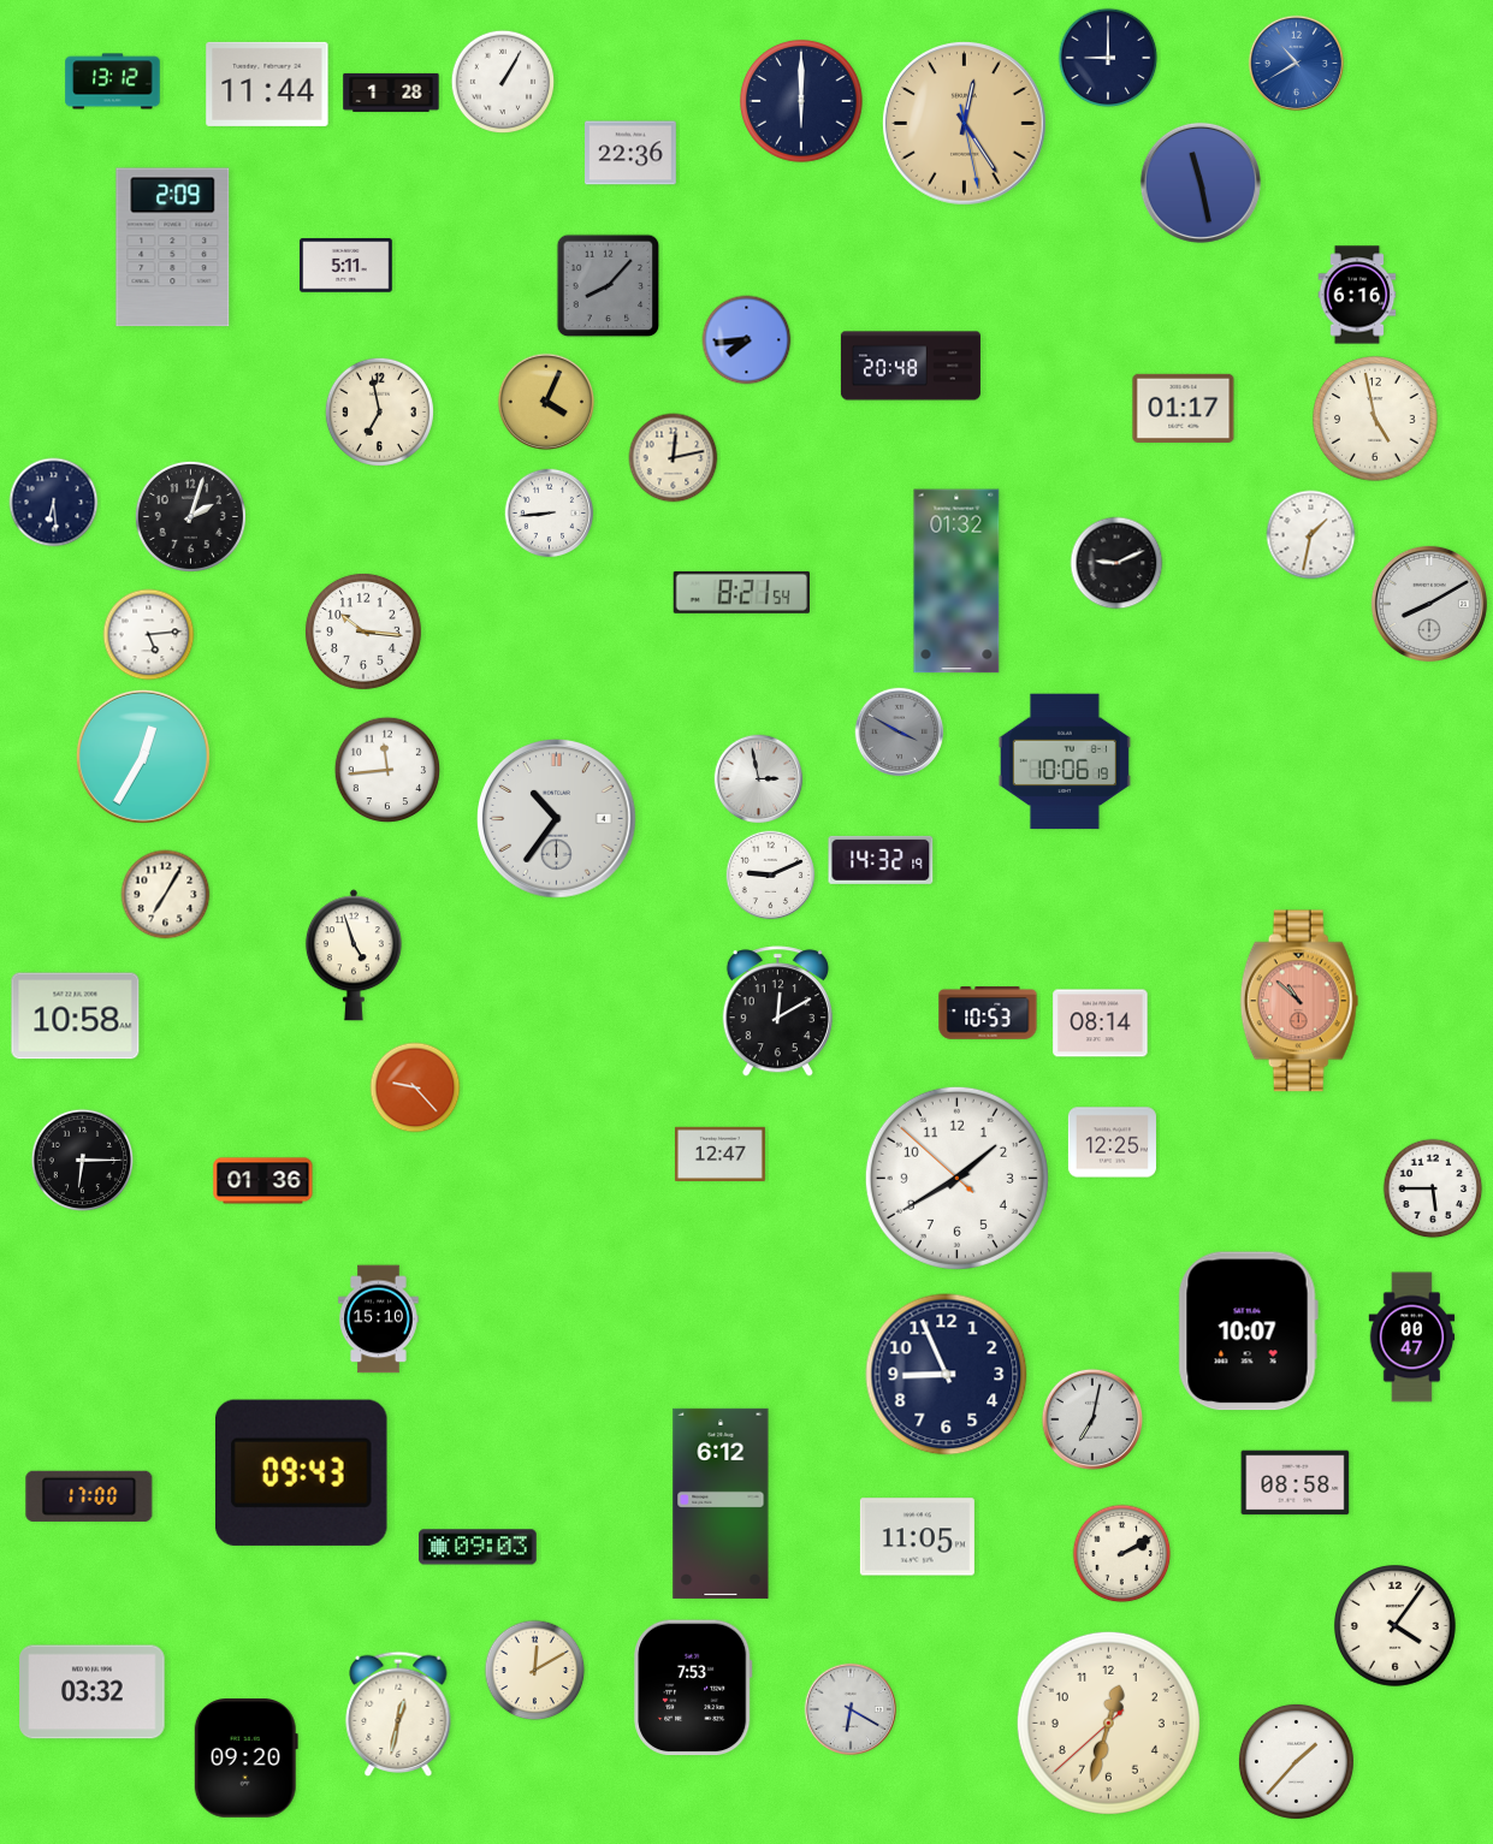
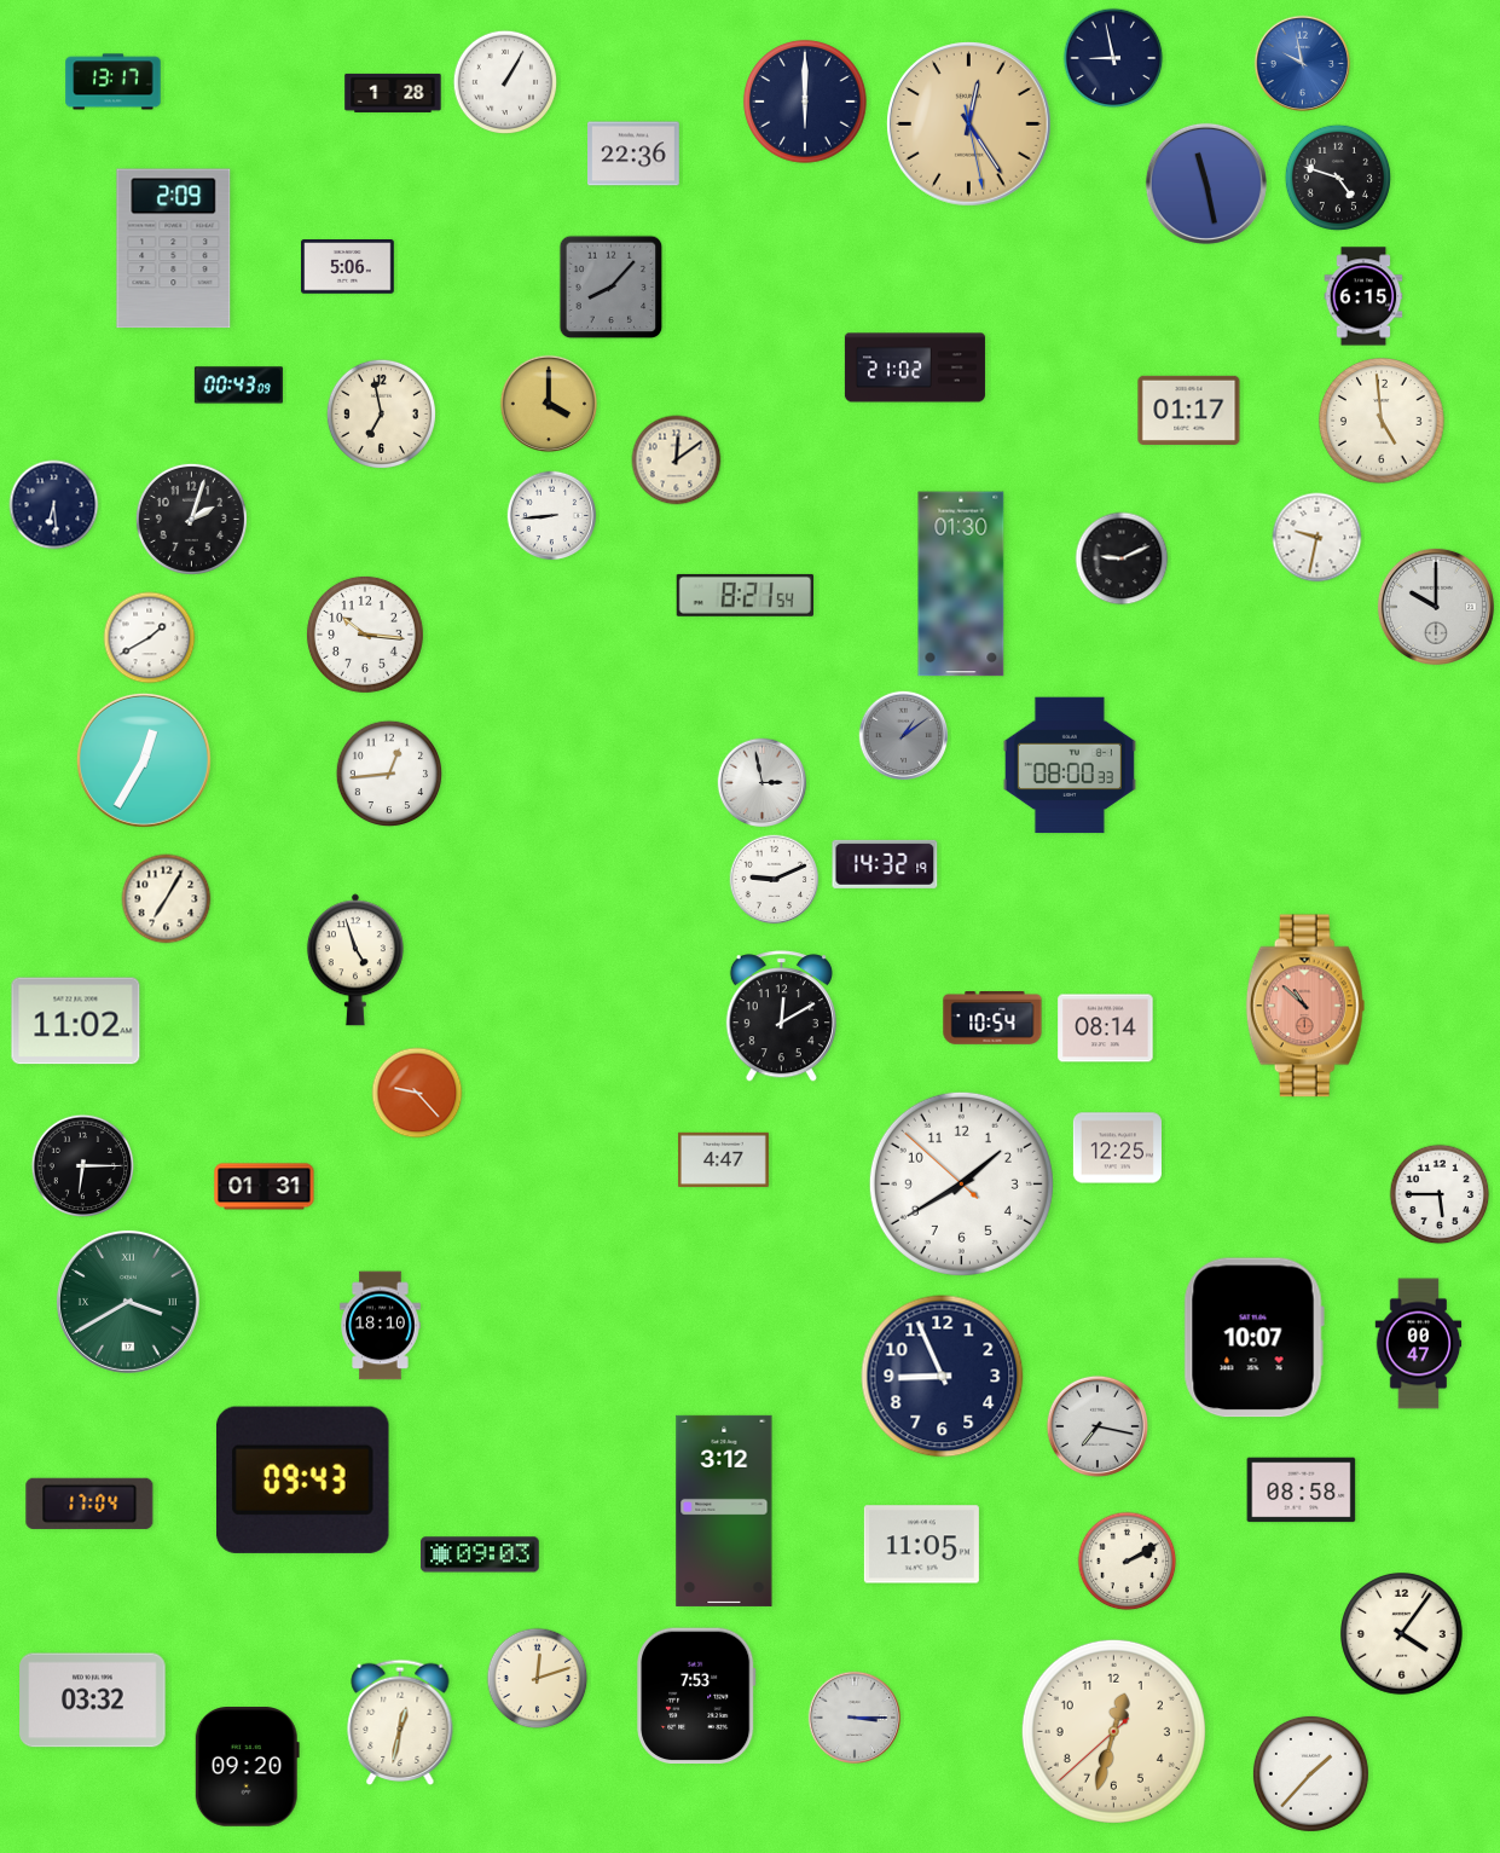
clock at (1108, 58): 9:00 -> 8:58
clock at (1297, 64): 10:40 -> 9:58
clock at (113, 82): 13:12 -> 13:17
clock at (267, 84): 11:44 -> none
clock at (1337, 176): none -> 4:48
clock at (346, 266): 5:11 -> 5:06
clock at (1357, 295): 6:16 -> 6:15
clock at (747, 340): 7:44 -> none
clock at (911, 366): 20:48 -> 21:02
clock at (238, 386): none -> 00:43
clock at (546, 402): 4:04 -> 4:00
clock at (1375, 419): 4:58 -> 4:59
clock at (674, 458): 12:13 -> 12:09
clock at (1311, 535): 1:32 -> 9:32
clock at (1116, 563) position: (1116, 563) -> (1122, 558)
clock at (956, 581): 01:32 -> 01:30
clock at (1429, 604): 8:10 -> 10:00
clock at (149, 635): 5:14 -> 1:40
clock at (900, 733): 3:50 -> 1:09
clock at (1065, 761): 10:06 -> 08:00
clock at (386, 769): 11:44 -> 12:44
clock at (557, 819): 10:36 -> none
clock at (988, 1013): 10:53 -> 10:54
clock at (76, 1016): 10:58 -> 11:02
clock at (719, 1154): 12:47 -> 4:47
clock at (263, 1181): 01:36 -> 01:31
clock at (128, 1302): none -> 3:40
clock at (379, 1320): 15:10 -> 18:10
clock at (947, 1375) position: (947, 1375) -> (943, 1377)
clock at (1091, 1418): 7:02 -> 7:17
clock at (89, 1496): 17:00 -> 17:04
clock at (721, 1504): 6:12 -> 3:12
clock at (535, 1671): 12:10 -> 12:12
clock at (851, 1709): 6:20 -> 3:15
clock at (1296, 1761) position: (1296, 1761) -> (1310, 1773)
